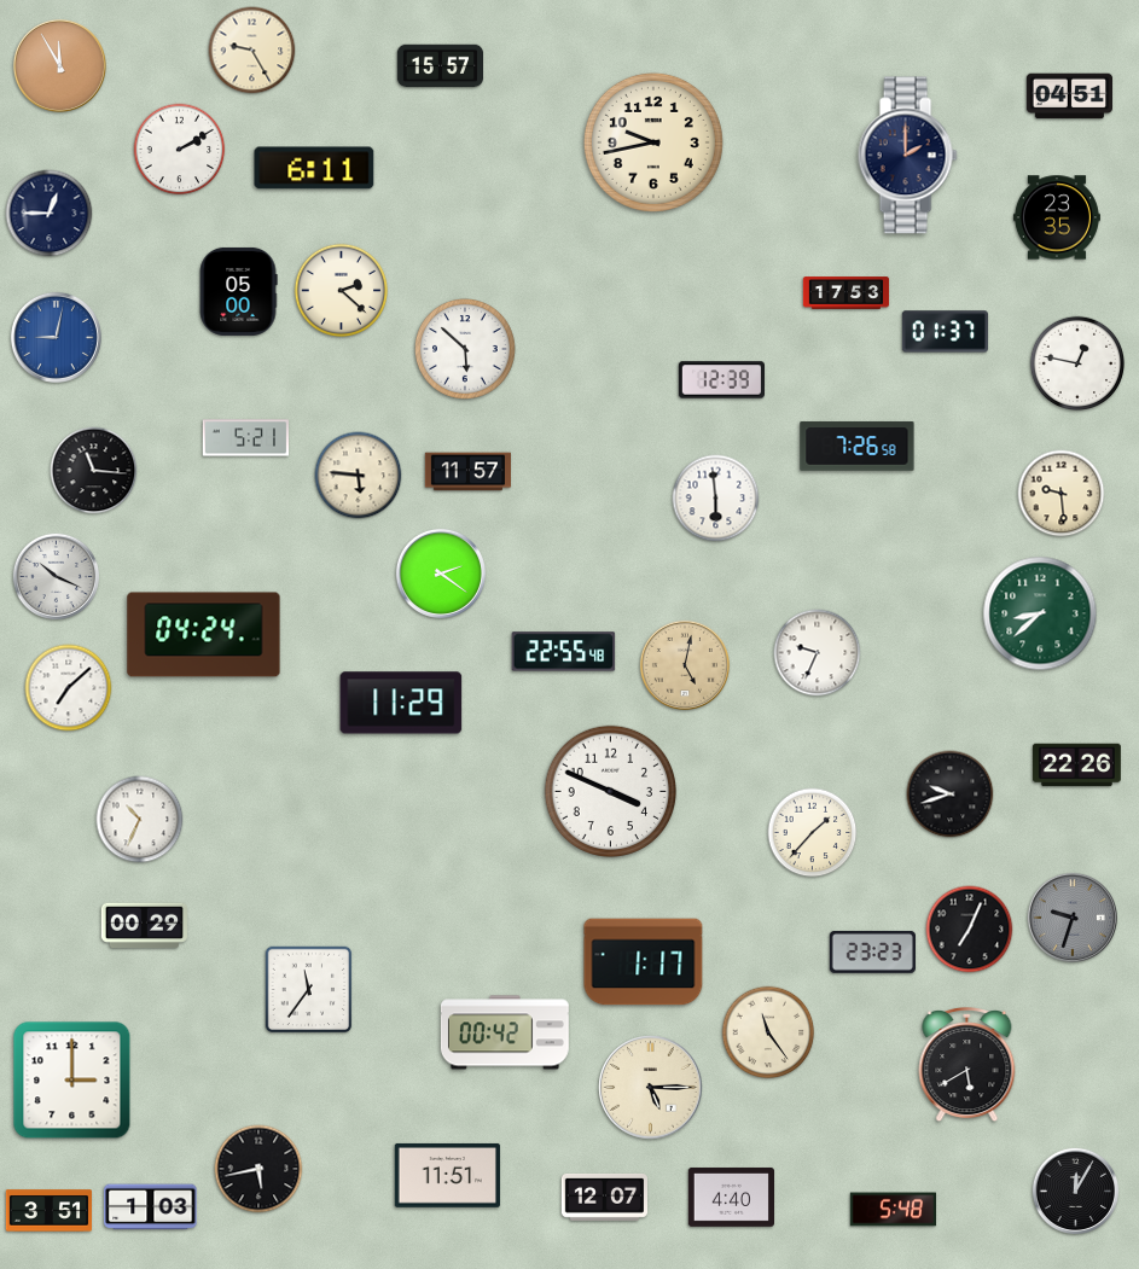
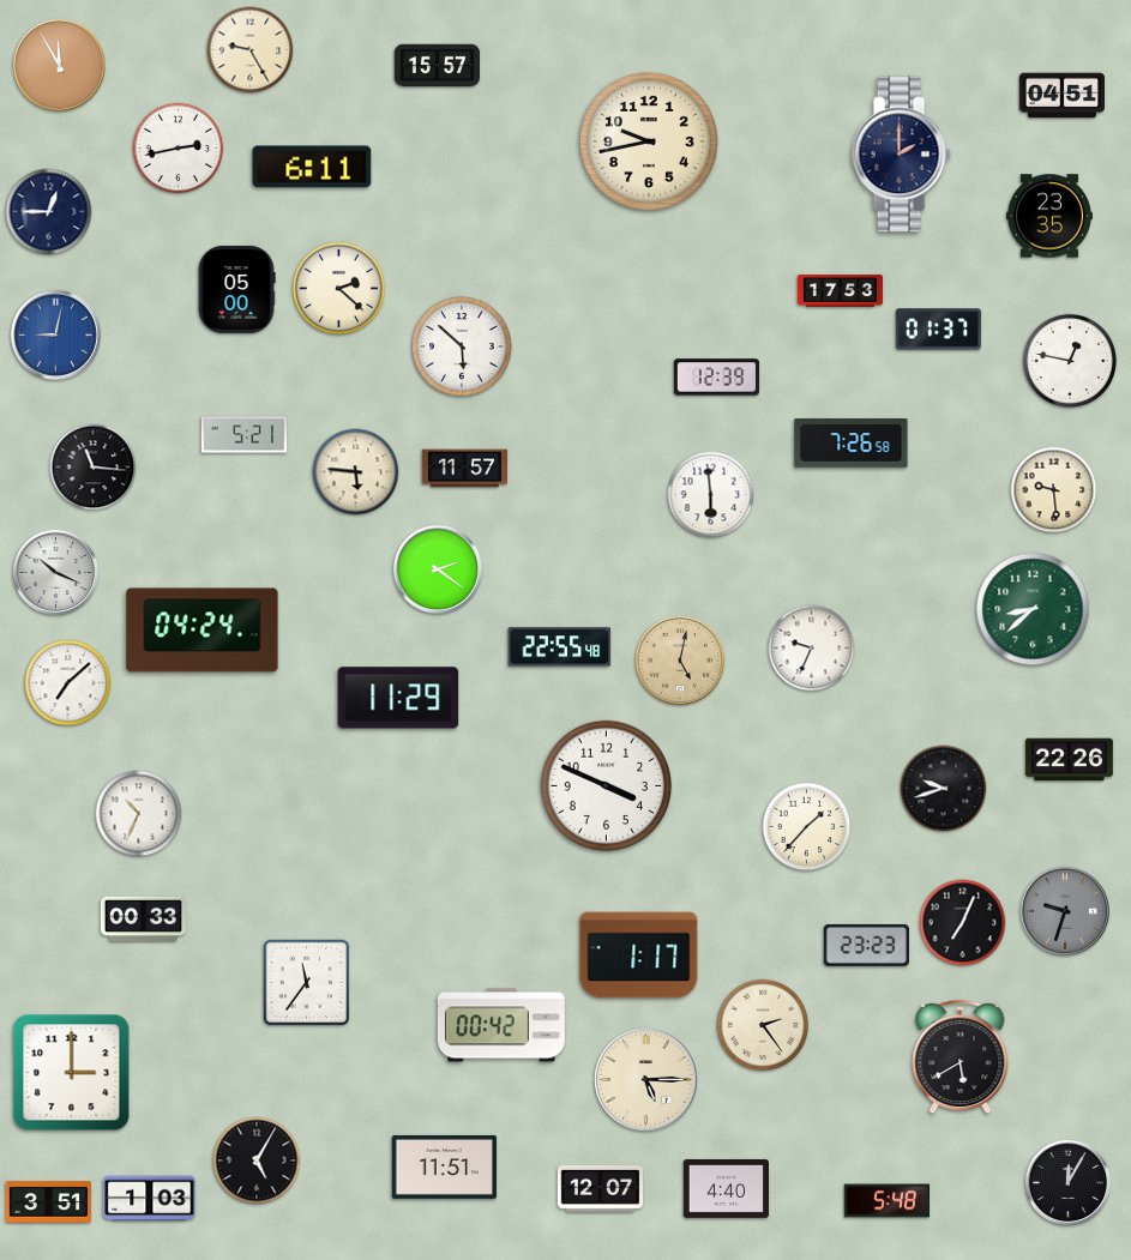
clock at (180, 150): 2:10 -> 2:43
clock at (144, 926): 00:29 -> 00:33
clock at (768, 1032): 11:24 -> 2:24
clock at (258, 1169): 5:43 -> 5:05
